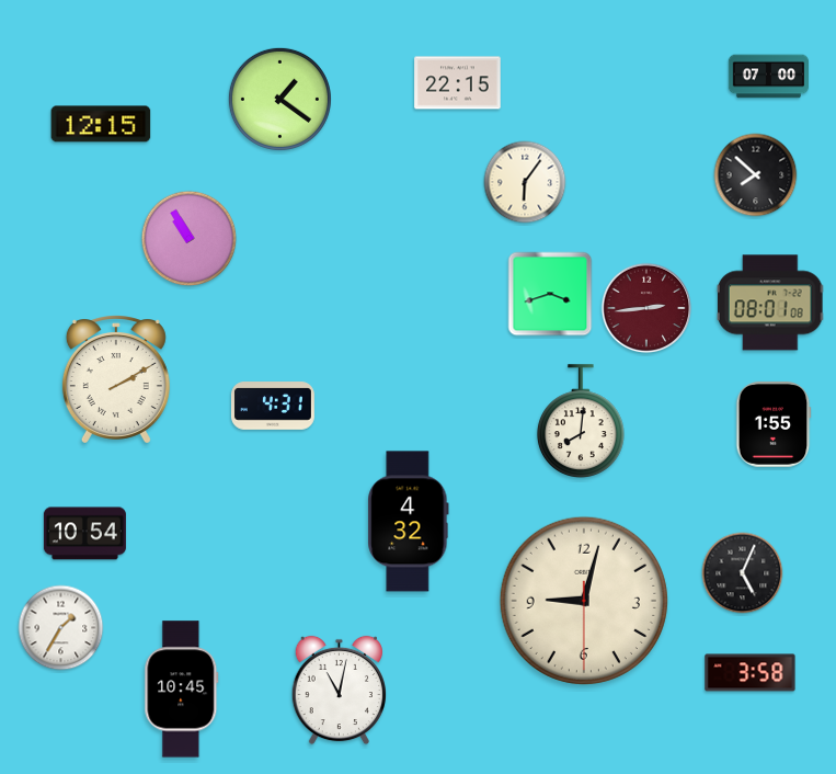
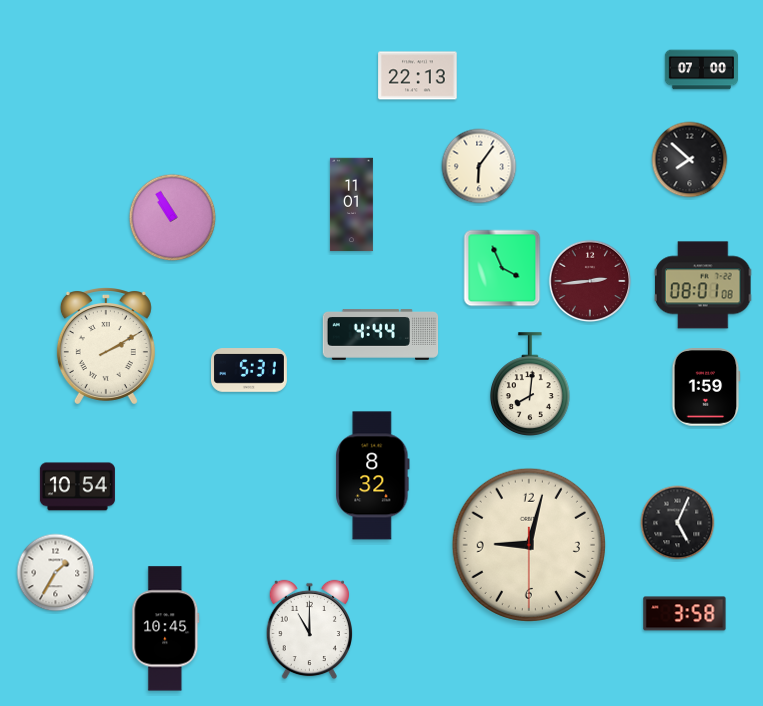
clock at (458, 83): 22:15 -> 22:13
clock at (279, 99): 1:21 -> none
clock at (101, 124): 12:15 -> none
clock at (351, 205): none -> 11:01
clock at (550, 294): 3:42 -> 3:56
clock at (770, 303) position: (770, 303) -> (703, 285)
clock at (381, 335): none -> 4:44
clock at (273, 406): 4:31 -> 5:31
clock at (774, 424): 1:55 -> 1:59
clock at (409, 522): 4:32 -> 8:32
clock at (584, 601) position: (584, 601) -> (529, 545)
clock at (339, 691): 11:02 -> 11:00
